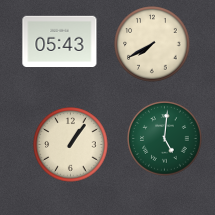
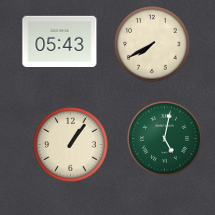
clock at (165, 139): 5:01 -> 5:02
